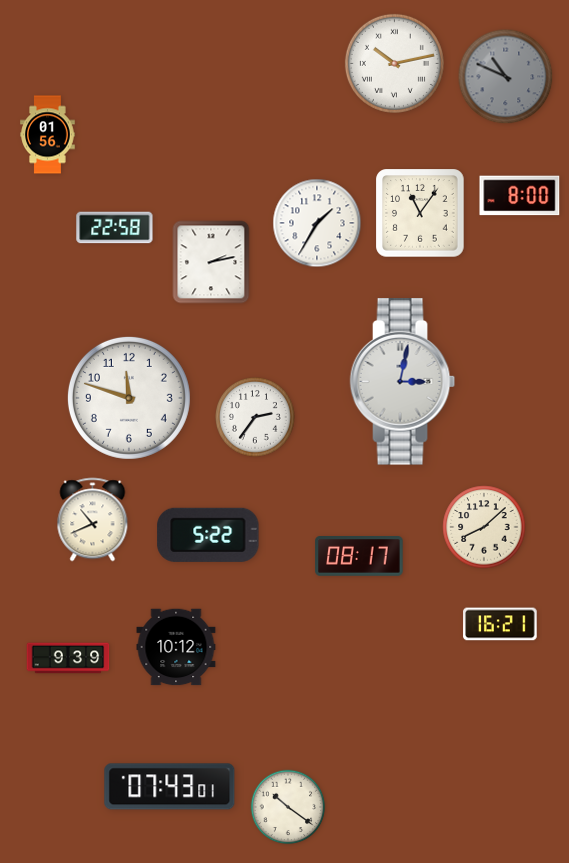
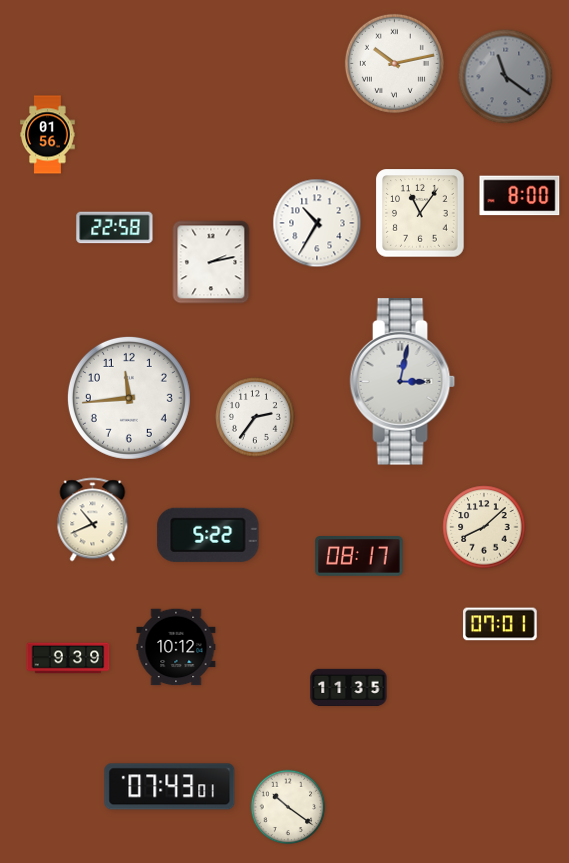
clock at (506, 77): 10:49 -> 11:21
clock at (317, 223): 1:35 -> 10:35
clock at (129, 398): 11:48 -> 11:44
clock at (500, 624): 16:21 -> 07:01
clock at (349, 687): none -> 11:35
